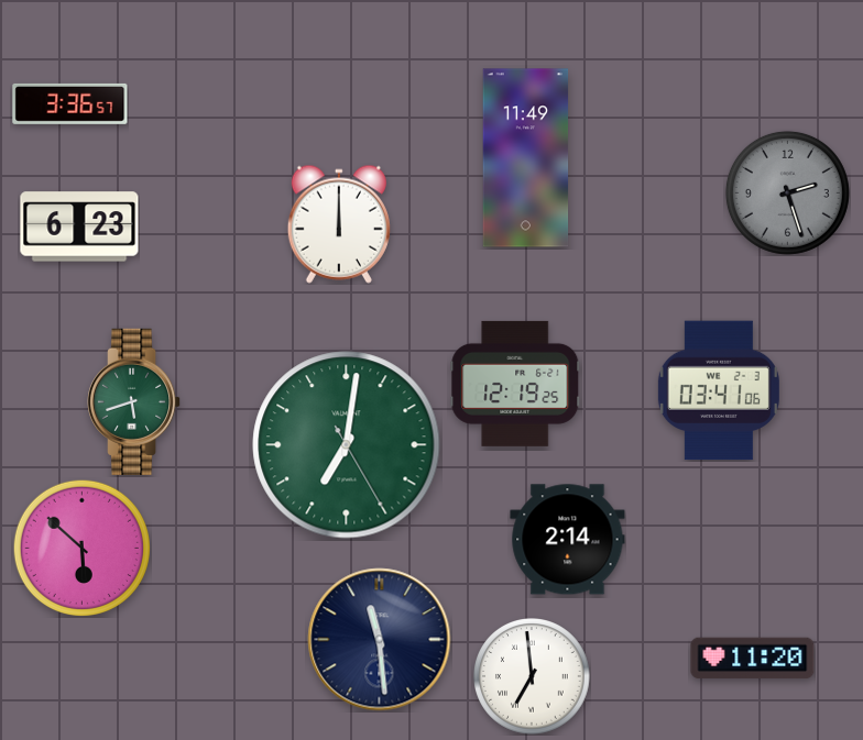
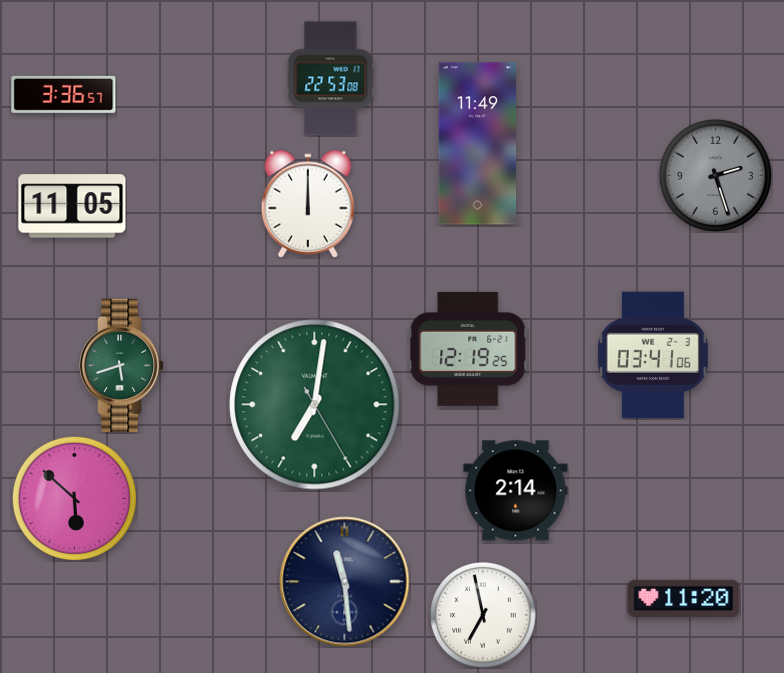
clock at (331, 79): none -> 22:53
clock at (79, 227): 6:23 -> 11:05
clock at (533, 677): 6:59 -> 6:58
